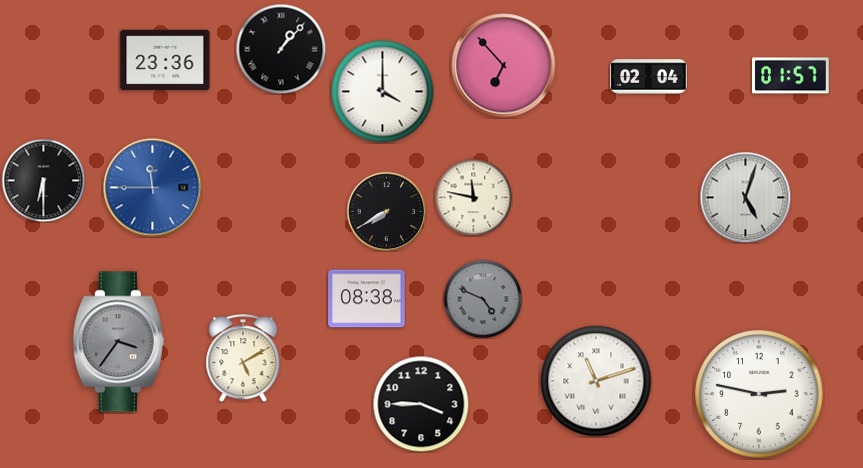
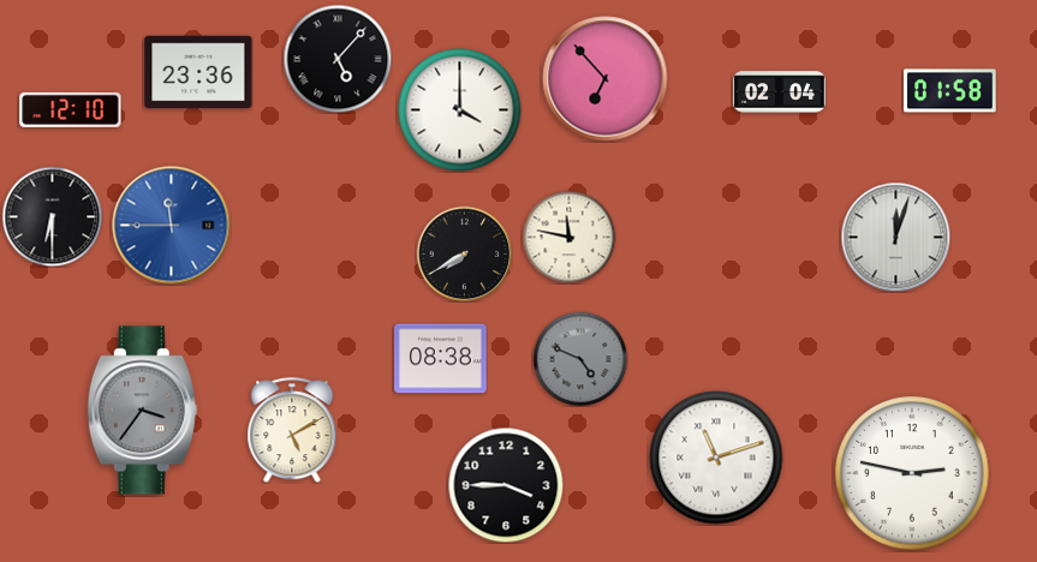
clock at (281, 49): 1:07 -> 5:07
clock at (791, 76): 01:57 -> 01:58
clock at (71, 109): none -> 12:10
clock at (153, 188) position: (153, 188) -> (172, 226)
clock at (745, 197): 5:03 -> 12:03
